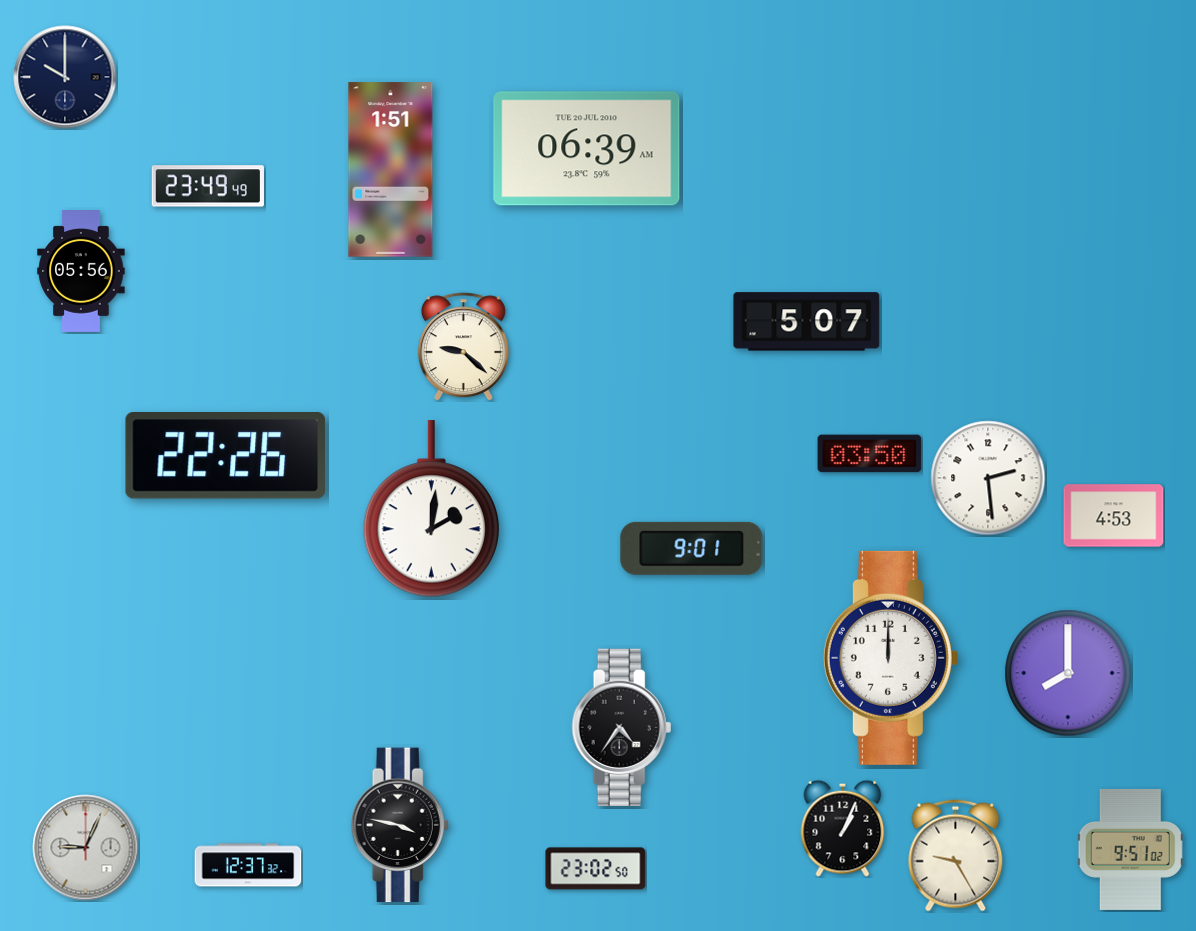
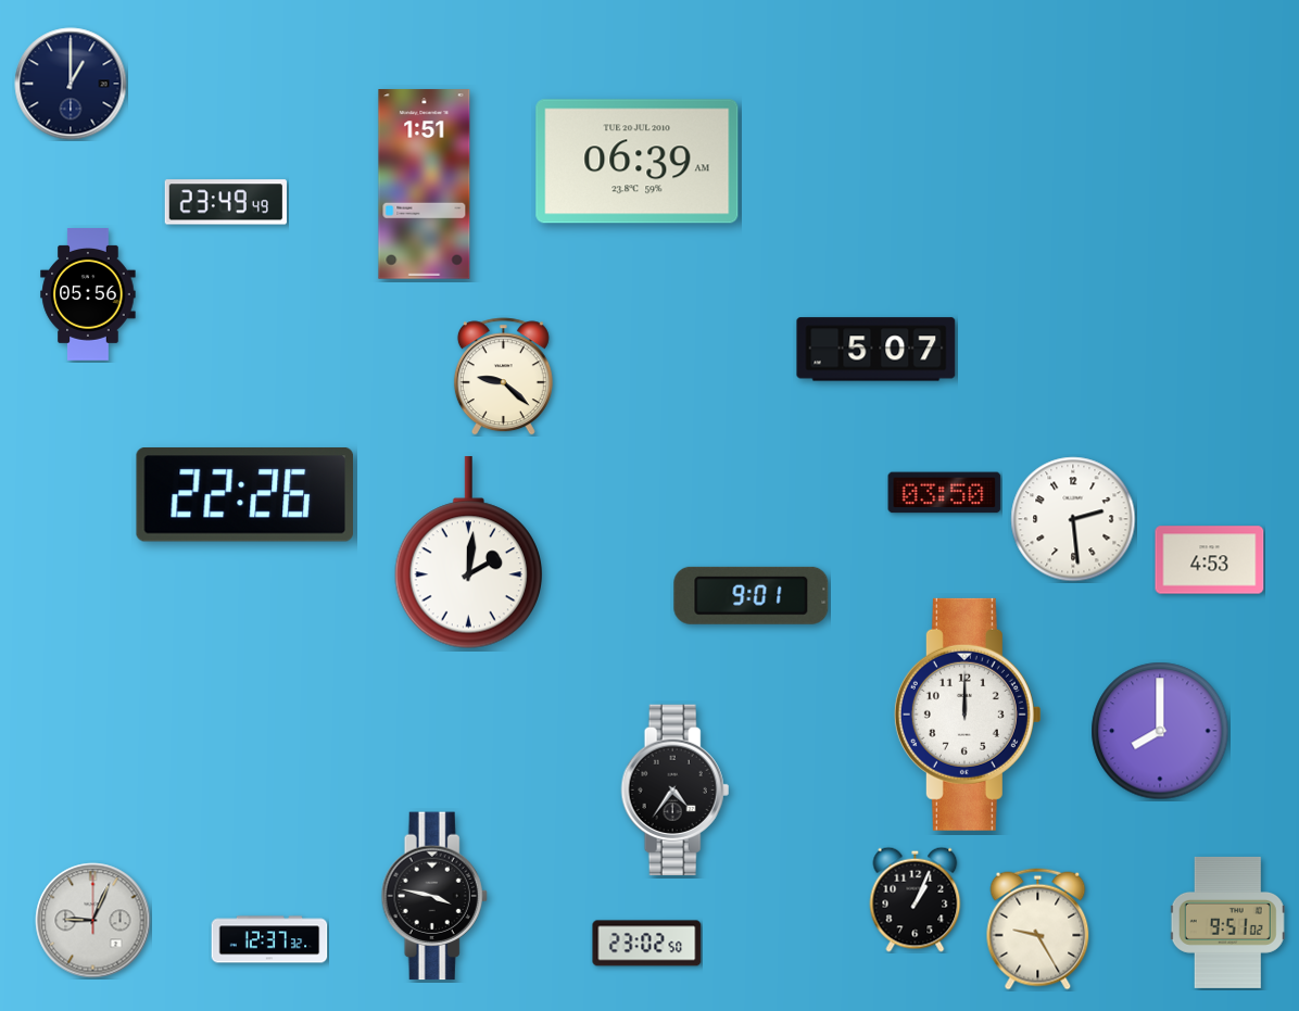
clock at (65, 77): 10:00 -> 1:00
